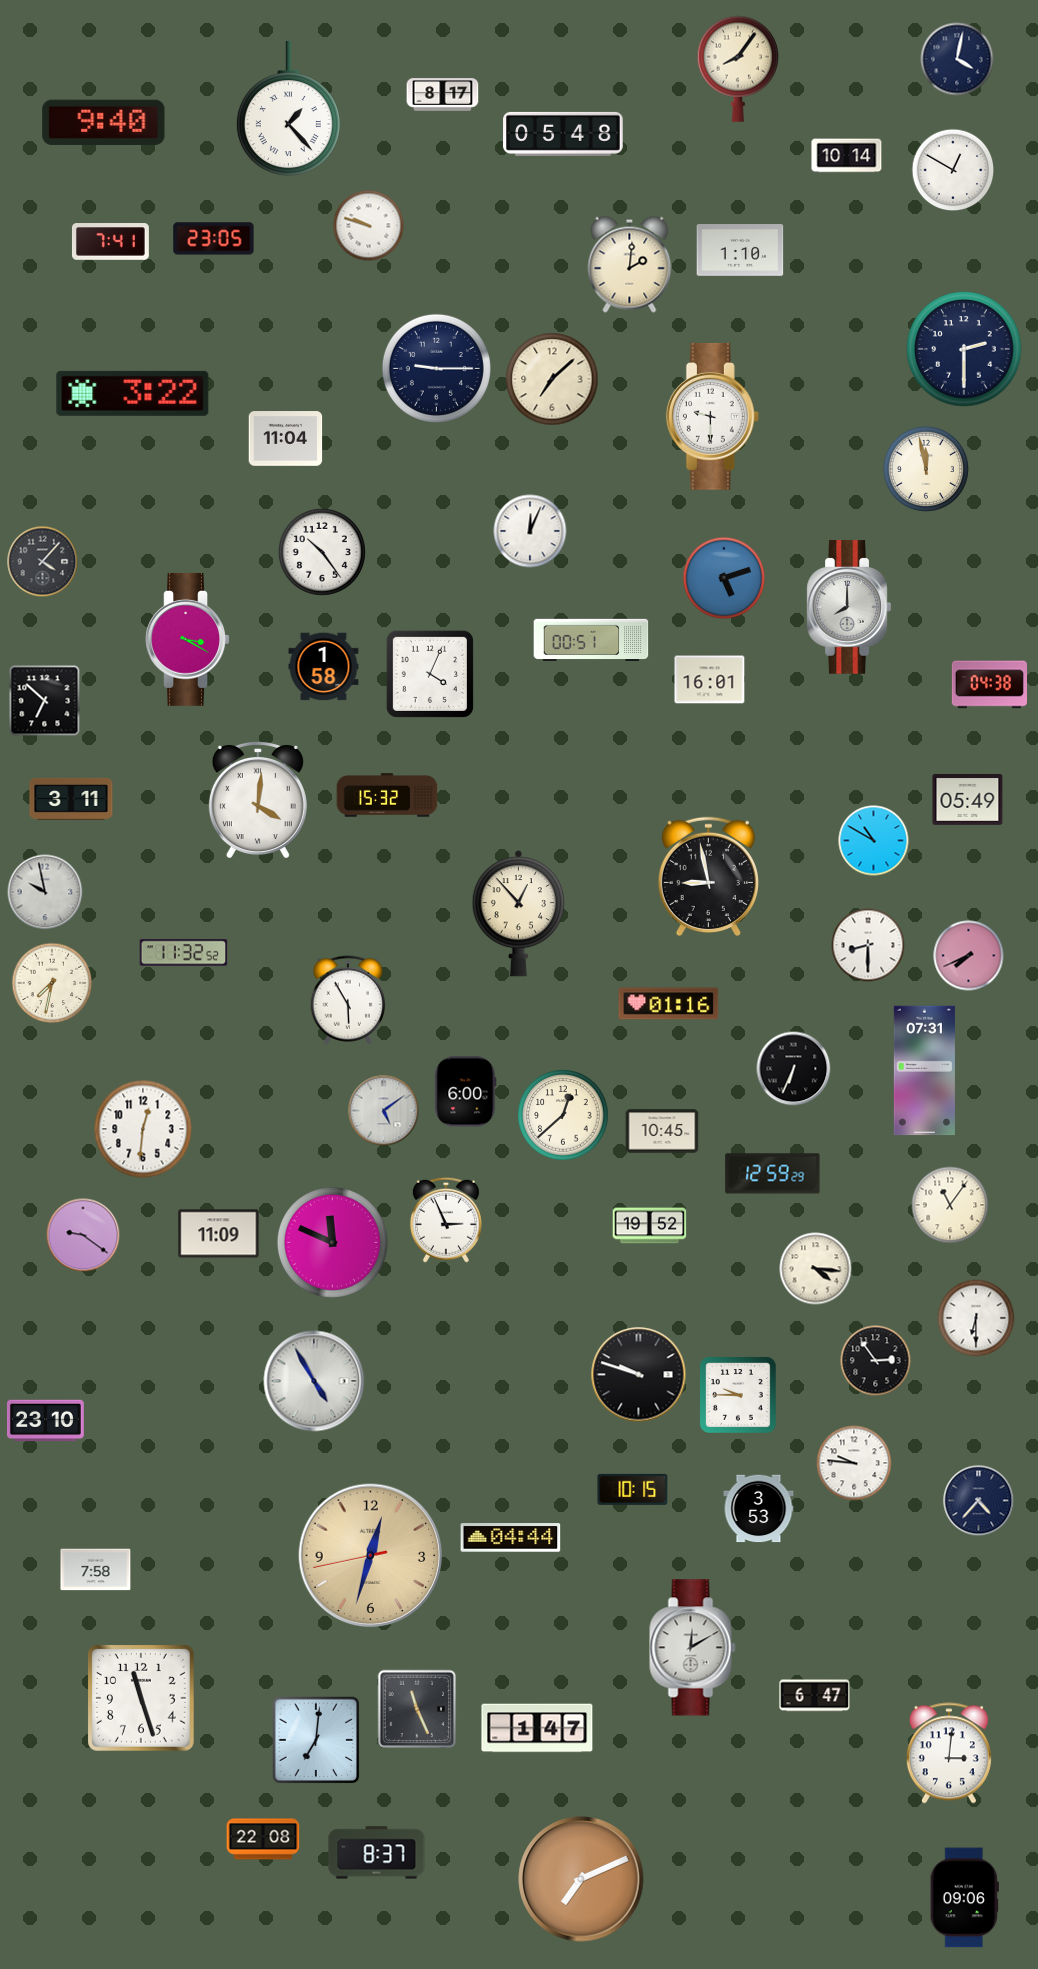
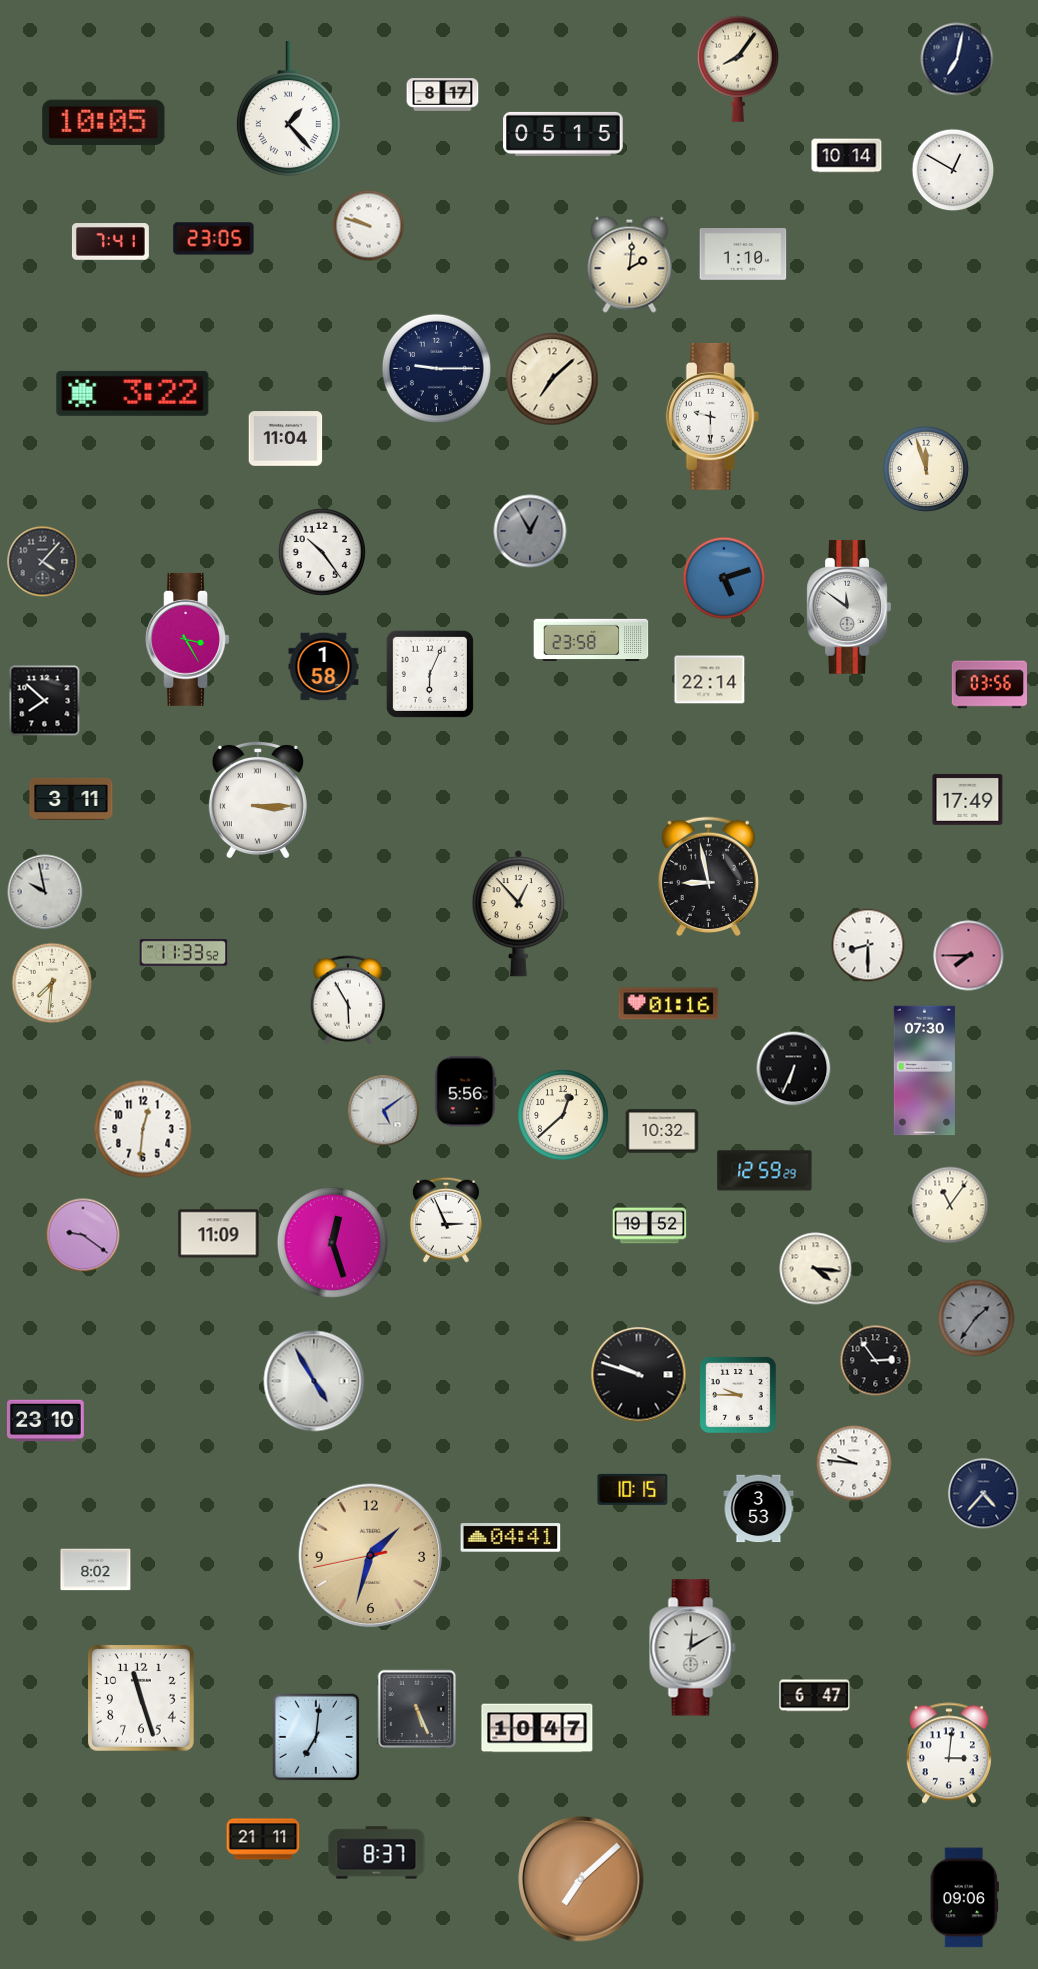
clock at (957, 59): 4:02 -> 7:02
clock at (104, 122): 9:40 -> 10:05
clock at (563, 134): 05:48 -> 05:15
clock at (740, 251) position: (740, 251) -> (743, 255)
clock at (964, 349): 2:30 -> none
clock at (926, 469): 11:58 -> 11:57
clock at (530, 531): 12:04 -> 12:55
clock at (530, 531) dial: white -> grey
clock at (849, 607): 8:00 -> 11:51
clock at (187, 639): 3:20 -> 3:25
clock at (591, 640): 00:51 -> 23:58
clock at (430, 674): 4:04 -> 6:04
clock at (710, 680): 16:01 -> 22:14
clock at (989, 685): 04:38 -> 03:56
clock at (45, 701): 6:52 -> 7:52
clock at (387, 795): 15:32 -> none
clock at (258, 799): 4:01 -> 3:15
clock at (968, 799): 05:49 -> 17:49
clock at (874, 841): 10:50 -> none
clock at (184, 953): 11:32 -> 11:33
clock at (969, 956): 7:41 -> 7:45
clock at (52, 983): 7:32 -> 7:31
clock at (924, 1071): 07:31 -> 07:30
clock at (466, 1092): 6:00 -> 5:56
clock at (662, 1131): 10:45 -> 10:32
clock at (773, 1174) position: (773, 1174) -> (765, 1171)
clock at (332, 1242): 11:49 -> 12:27
clock at (976, 1318): 6:30 -> 1:36
clock at (976, 1318) dial: white -> grey
clock at (979, 1501) position: (979, 1501) -> (984, 1494)
clock at (511, 1538): 04:44 -> 04:41
clock at (371, 1556): 12:32 -> 1:32
clock at (96, 1570): 7:58 -> 8:02
clock at (417, 1709): 11:26 -> 5:26
clock at (537, 1728): 1:47 -> 10:47
clock at (316, 1740) position: (316, 1740) -> (316, 1737)
clock at (263, 1839): 22:08 -> 21:11
clock at (581, 1879): 7:11 -> 7:08
